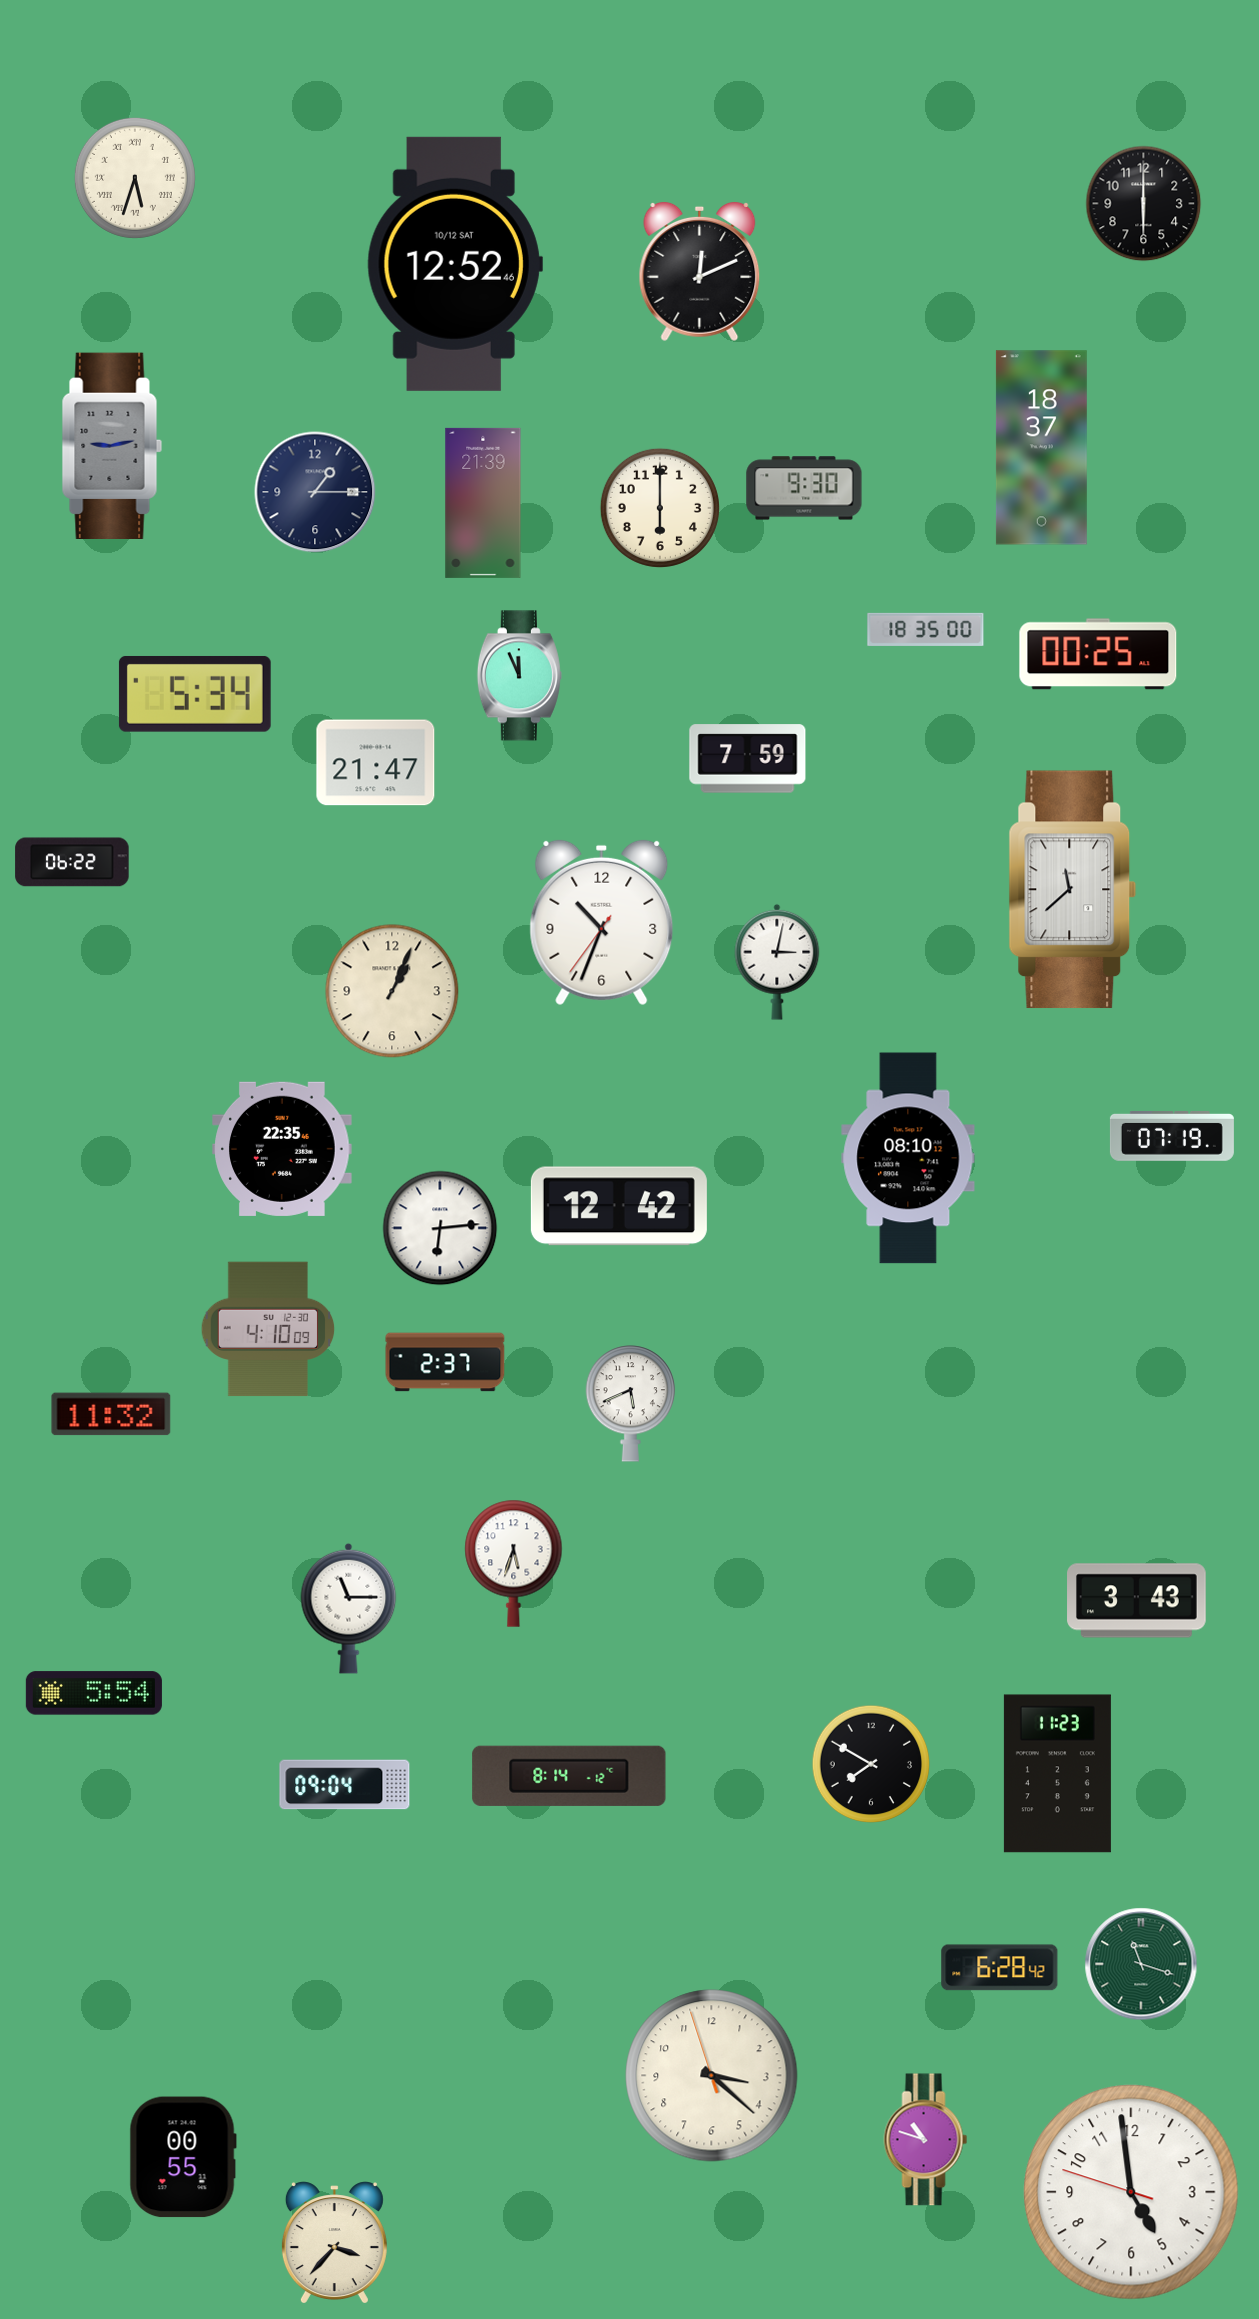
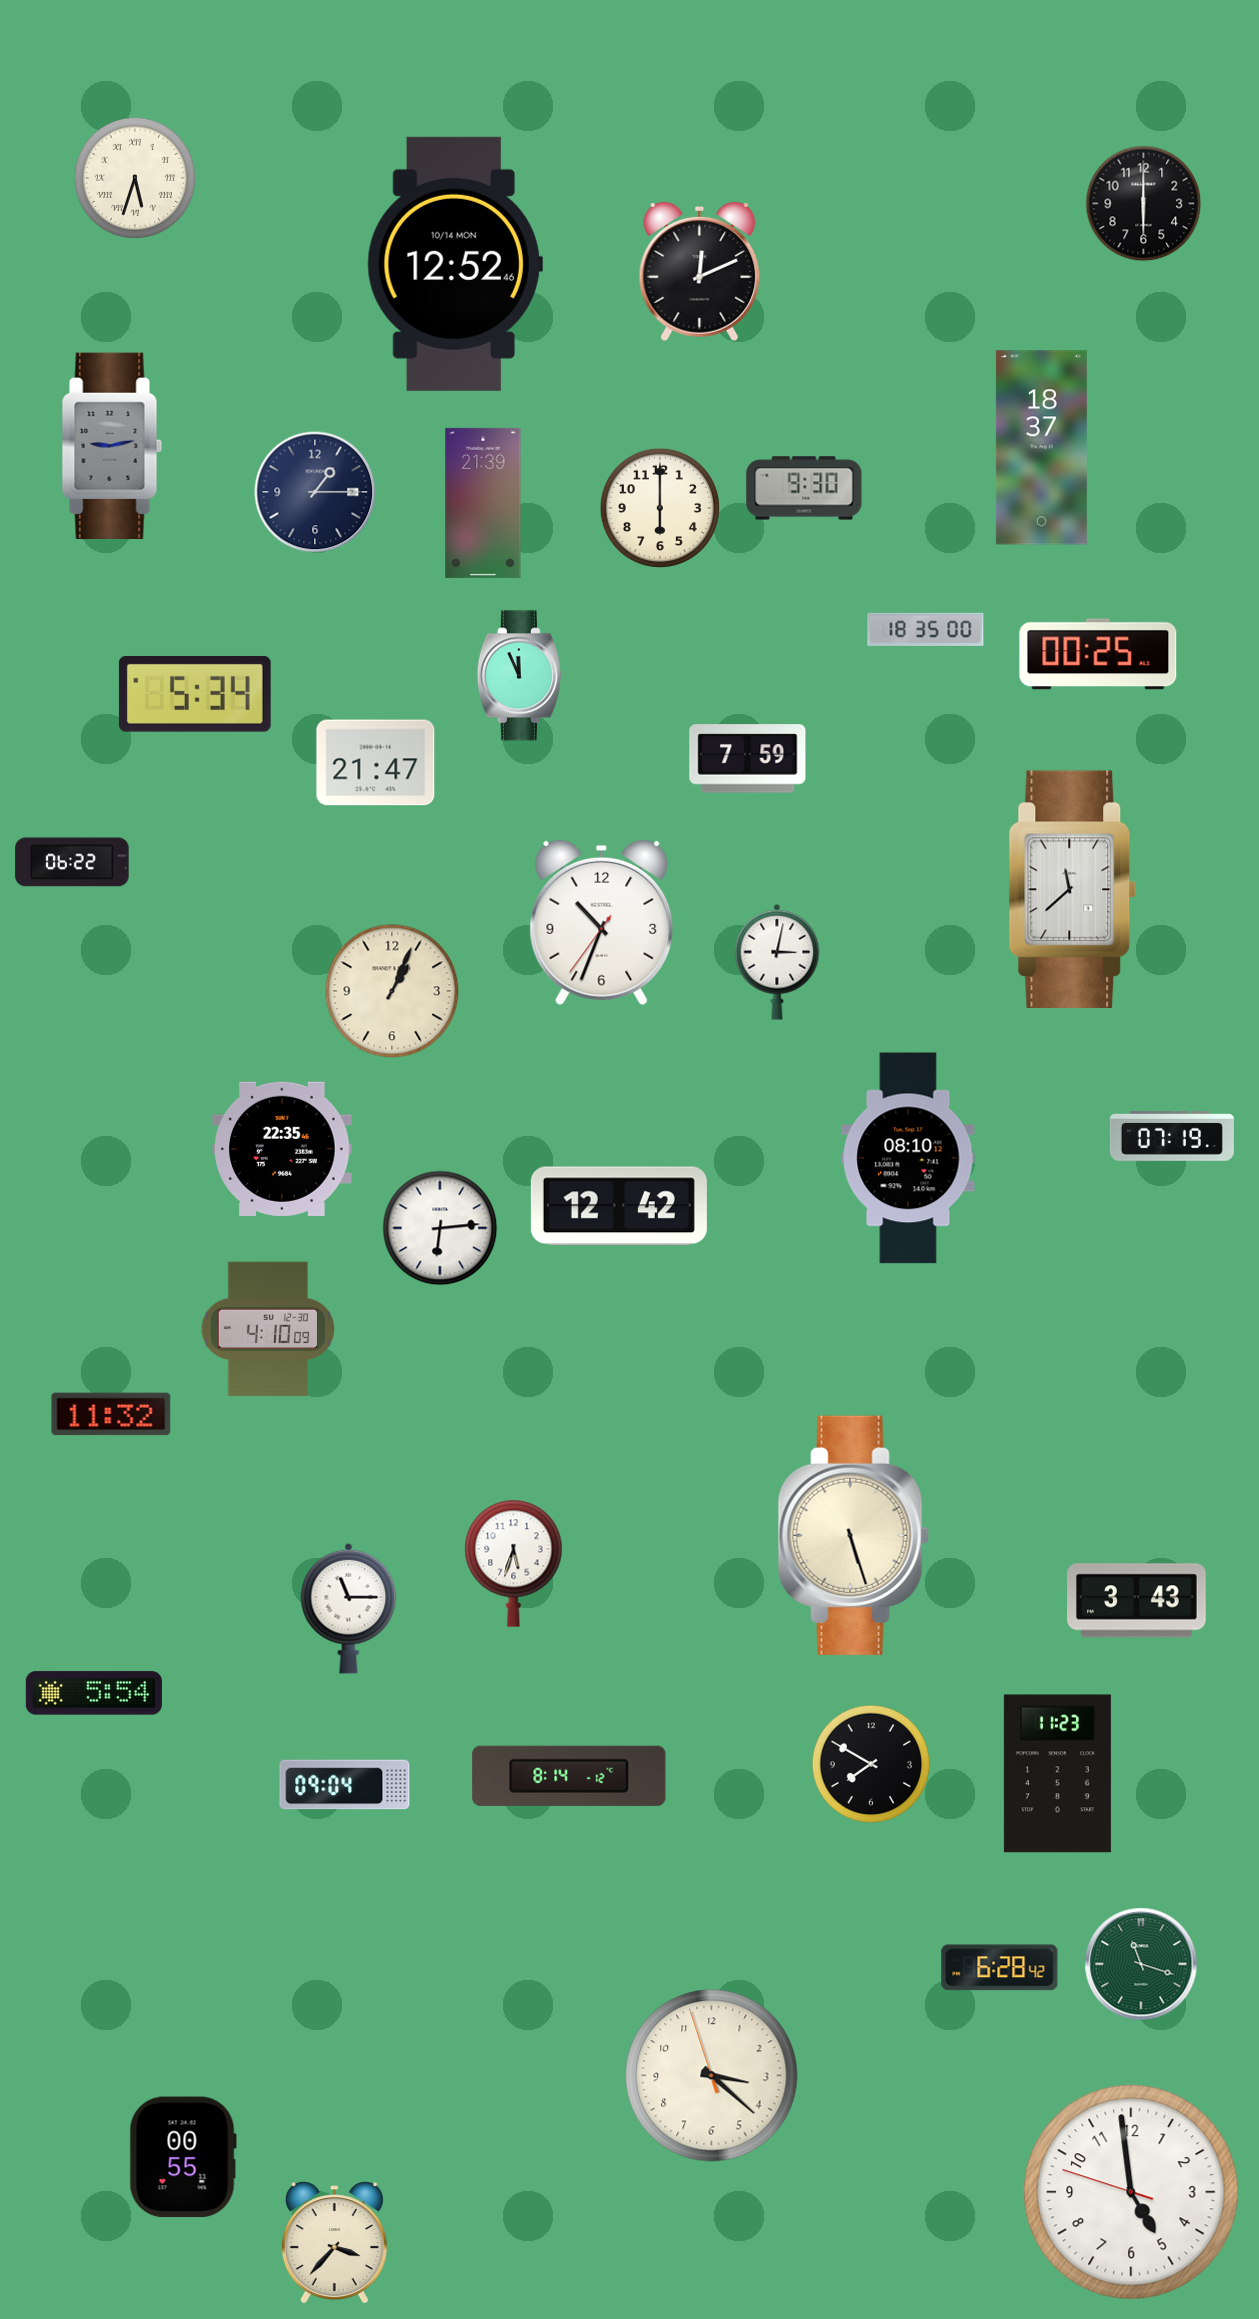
clock at (455, 264) date: 10/12 SAT -> 10/14 MON
clock at (445, 1362): 2:37 -> none
clock at (631, 1404): 5:41 -> none
clock at (853, 1535): none -> 5:27
clock at (926, 2140): 10:48 -> none
